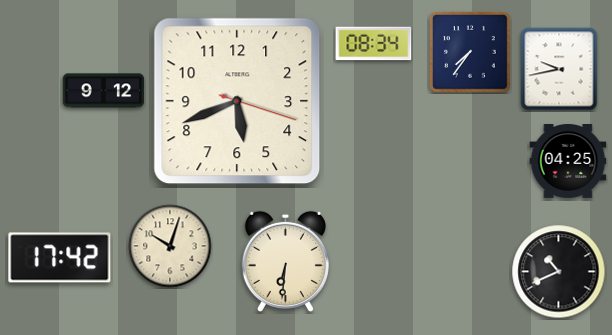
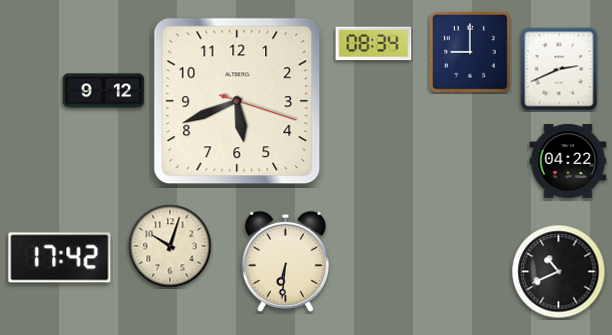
clock at (471, 53): 7:36 -> 9:00
clock at (559, 69): 9:43 -> 2:41
clock at (568, 162): 04:25 -> 04:22
